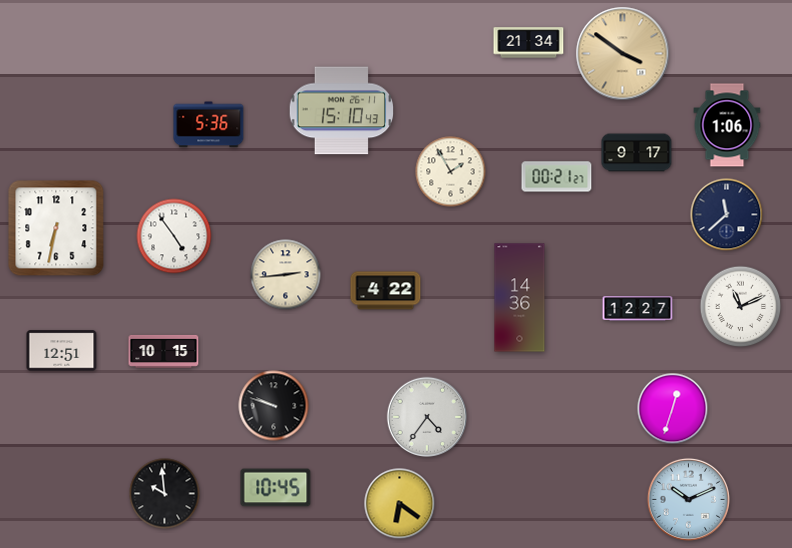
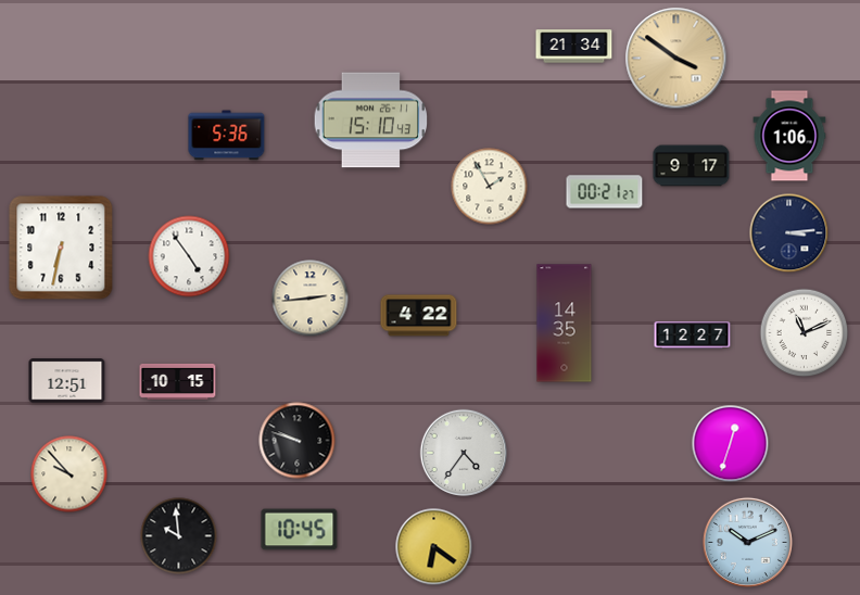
clock at (727, 215): 11:38 -> 3:14
clock at (520, 298): 14:36 -> 14:35
clock at (69, 474): none -> 9:53
